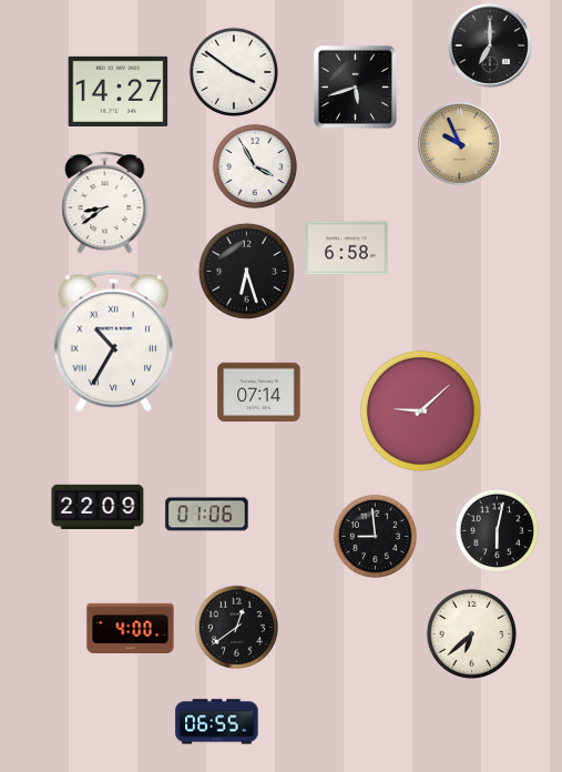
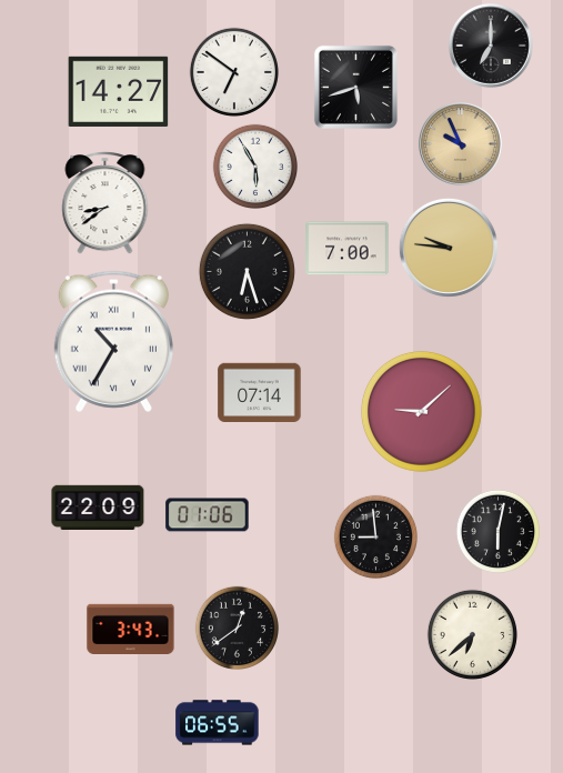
clock at (234, 72): 3:51 -> 6:51
clock at (254, 165): 3:55 -> 5:55
clock at (449, 248): none -> 9:46
clock at (347, 248): 6:58 -> 7:00
clock at (131, 628): 4:00 -> 3:43
